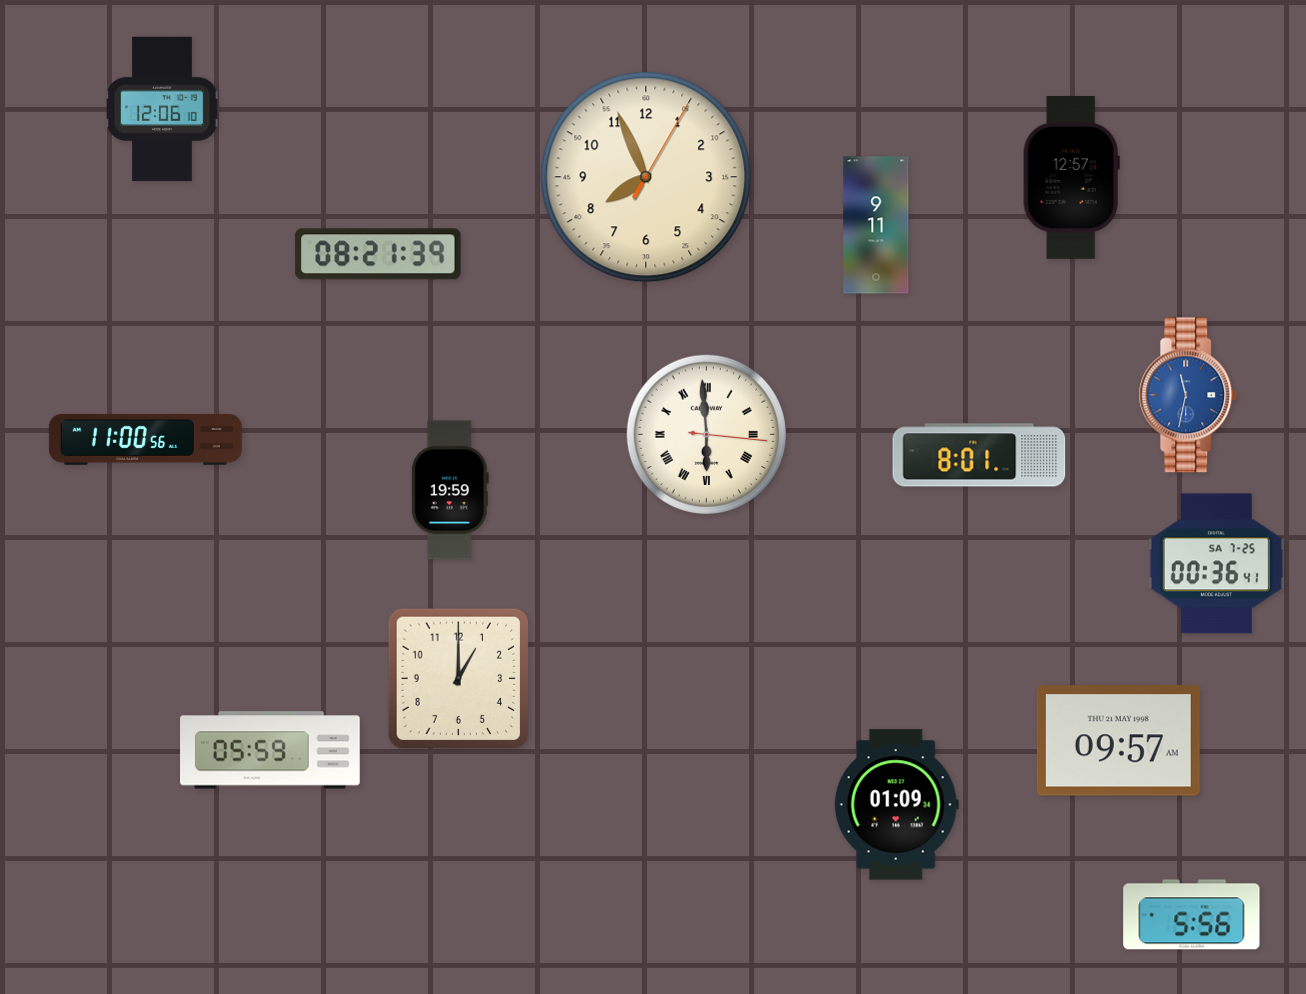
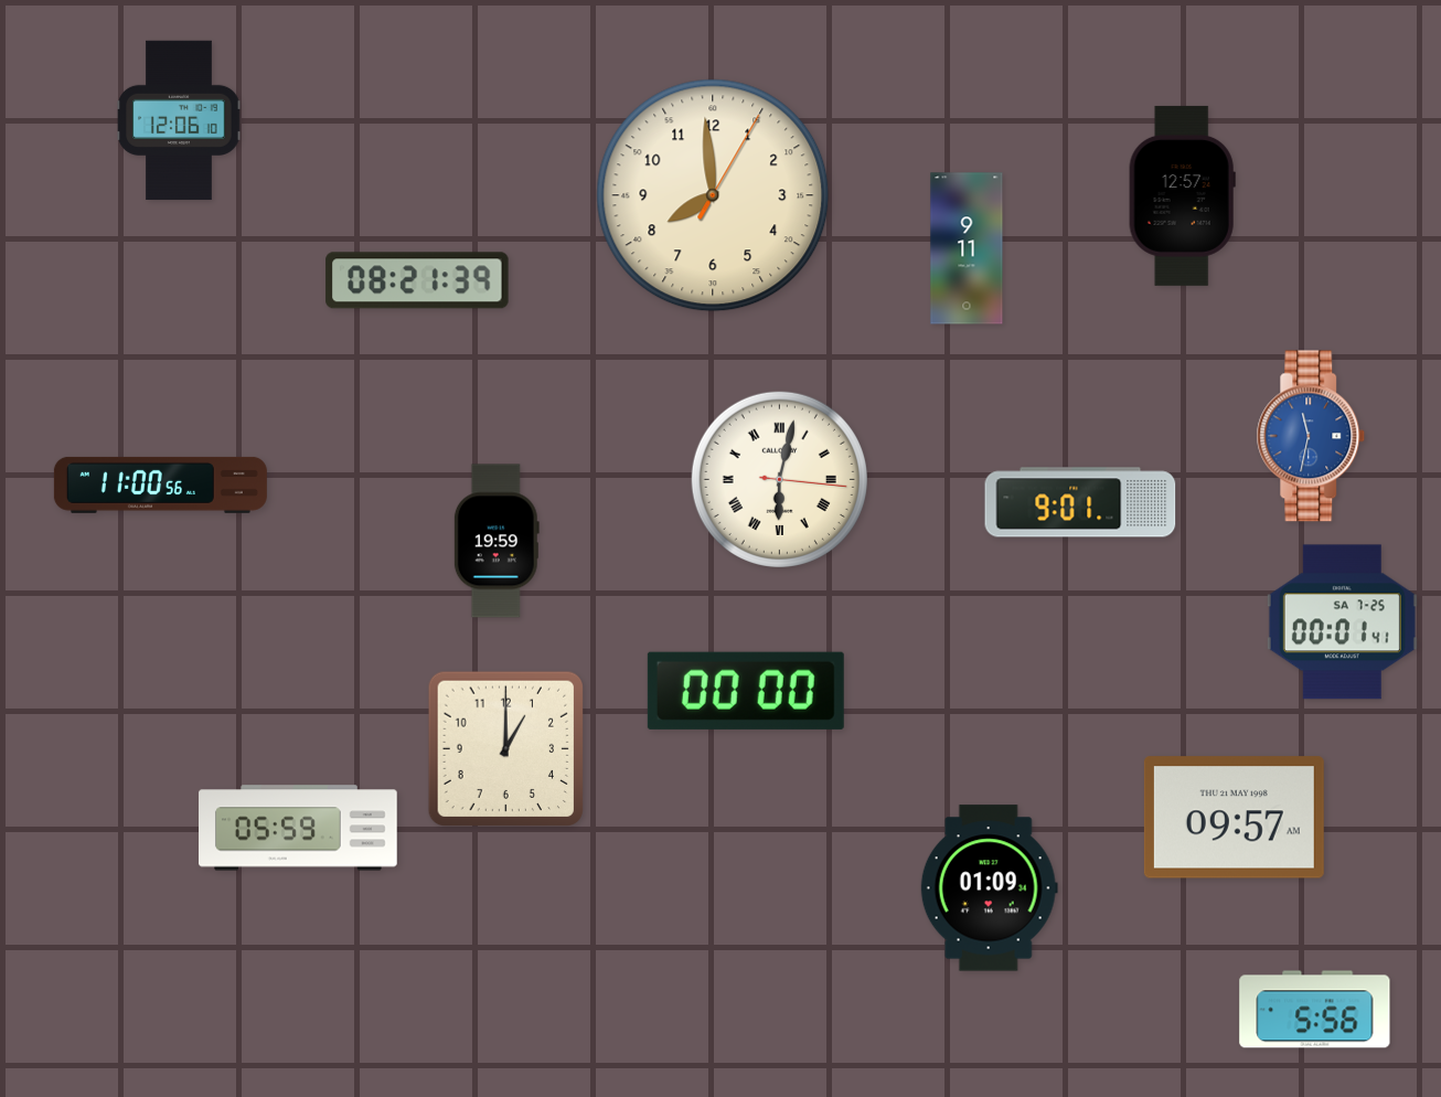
clock at (646, 177): 7:56 -> 7:59
clock at (706, 434): 5:59 -> 6:02
clock at (979, 455): 8:01 -> 9:01
clock at (1216, 564): 00:36 -> 00:01
clock at (746, 691): none -> 00:00
